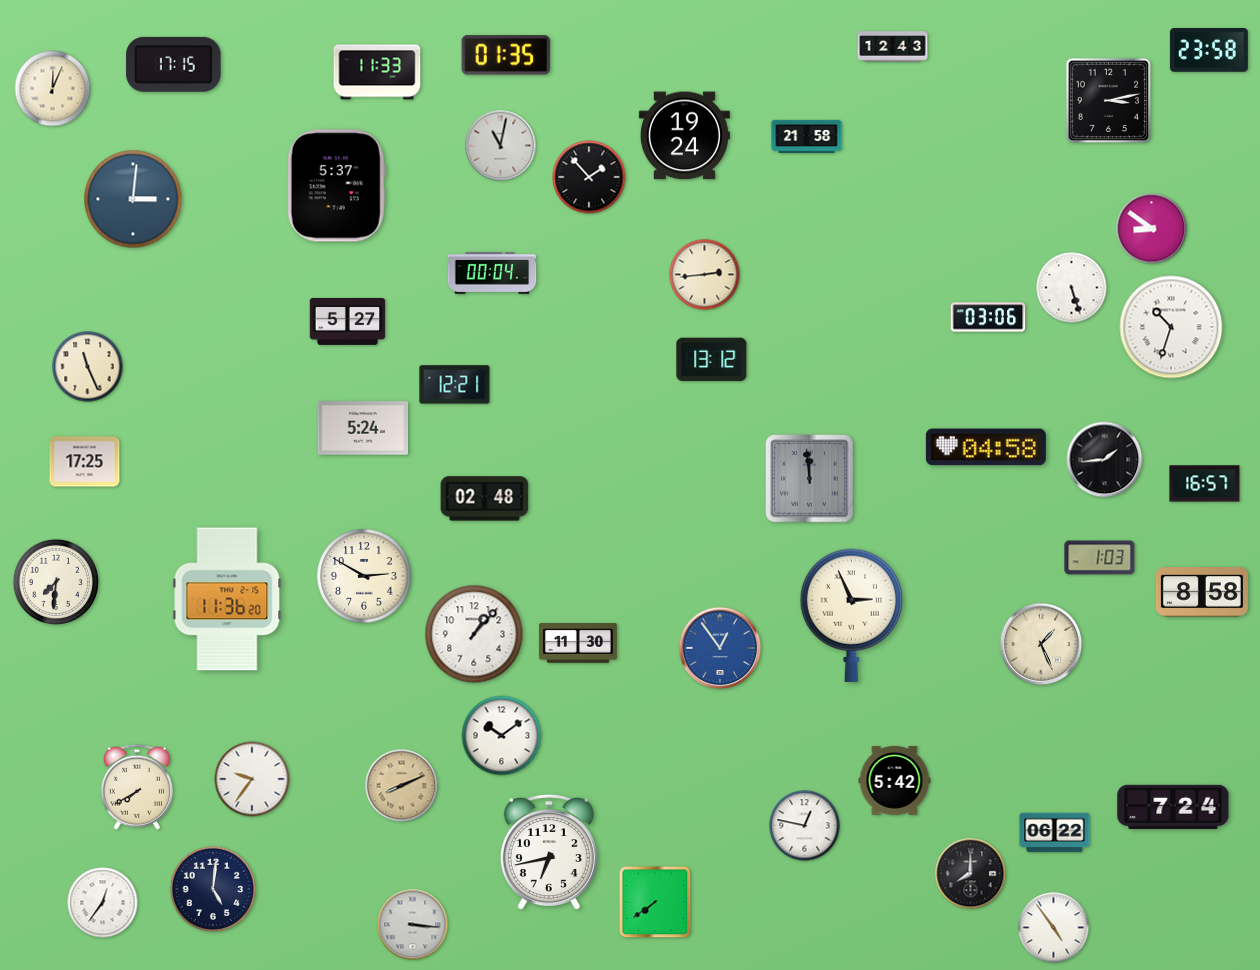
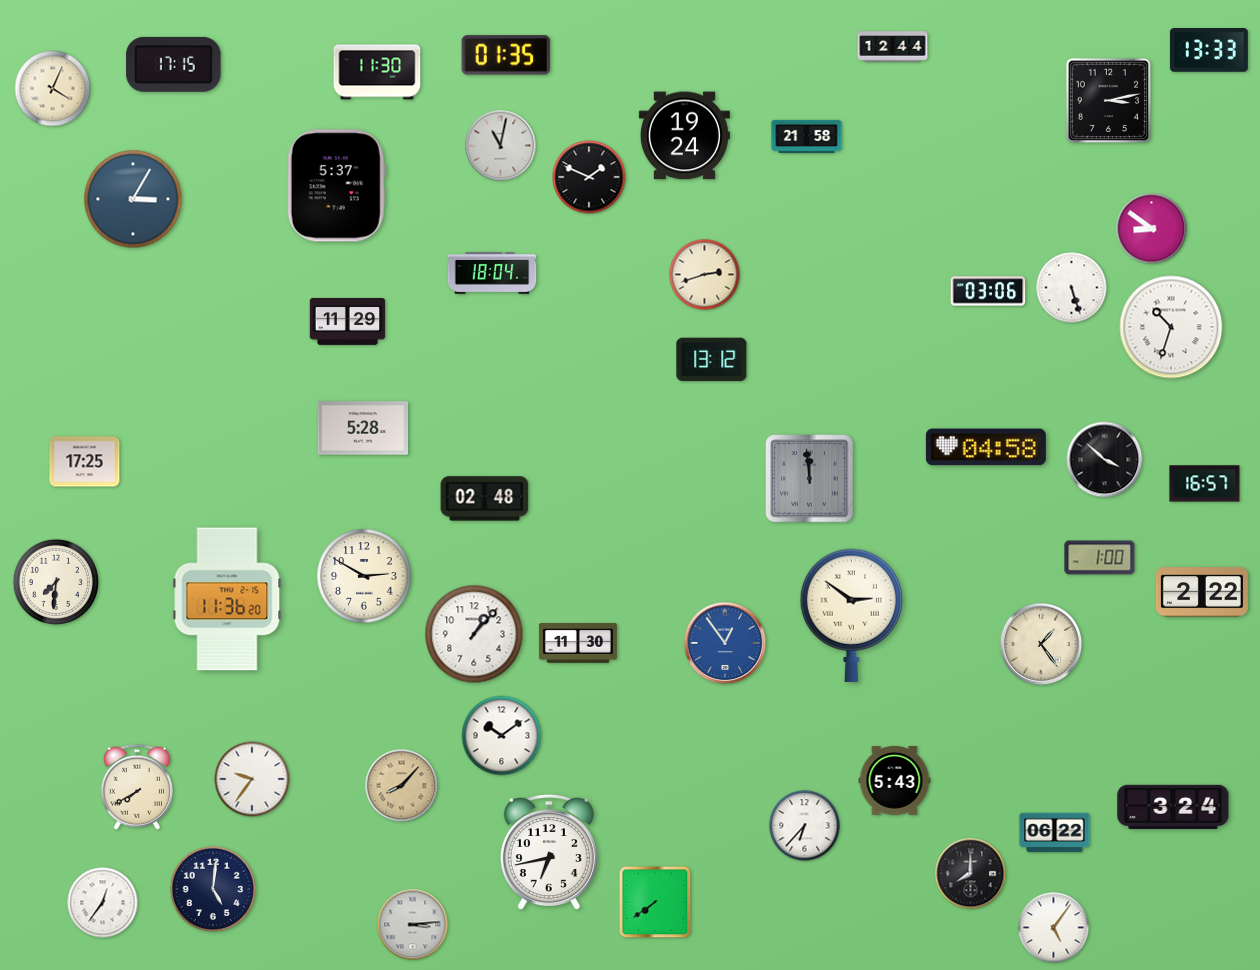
clock at (893, 47): 12:43 -> 12:44
clock at (1209, 50): 23:58 -> 13:33
clock at (377, 72): 11:33 -> 11:30
clock at (53, 89): 12:04 -> 4:04
clock at (589, 177): 1:53 -> 1:49
clock at (133, 199): 3:01 -> 3:05
clock at (492, 274): 00:04 -> 18:04
clock at (705, 275): 2:44 -> 2:42
clock at (988, 317) position: (988, 317) -> (988, 291)
clock at (348, 322): 5:27 -> 11:29
clock at (88, 367): 11:26 -> none
clock at (455, 385): 12:21 -> none
clock at (362, 428): 5:24 -> 5:28
clock at (1105, 460): 1:44 -> 3:52
clock at (1100, 558): 1:03 -> 1:00
clock at (1202, 592): 8:58 -> 2:22
clock at (851, 615): 2:56 -> 2:51
clock at (1041, 644): 1:26 -> 1:24
clock at (720, 648) position: (720, 648) -> (725, 643)
clock at (895, 780): 5:42 -> 5:43
clock at (402, 786): 8:11 -> 8:07
clock at (1173, 807): 7:24 -> 3:24
clock at (805, 826): 12:47 -> 6:37
clock at (413, 925): 3:16 -> 3:14
clock at (1054, 928): 4:54 -> 5:06
